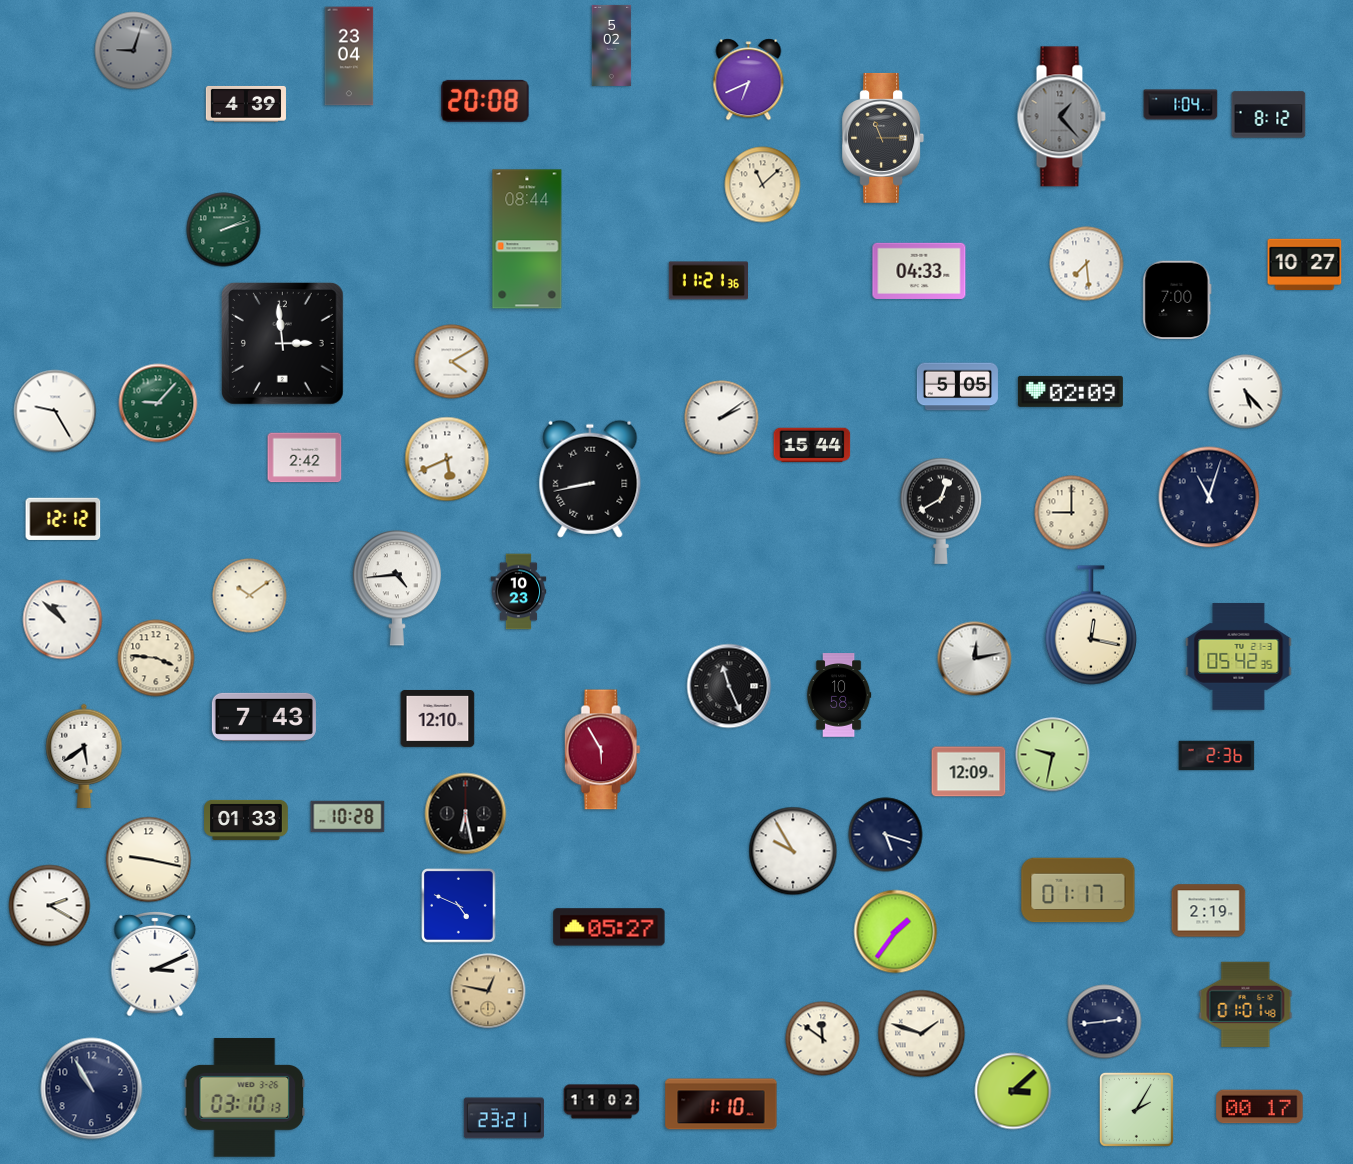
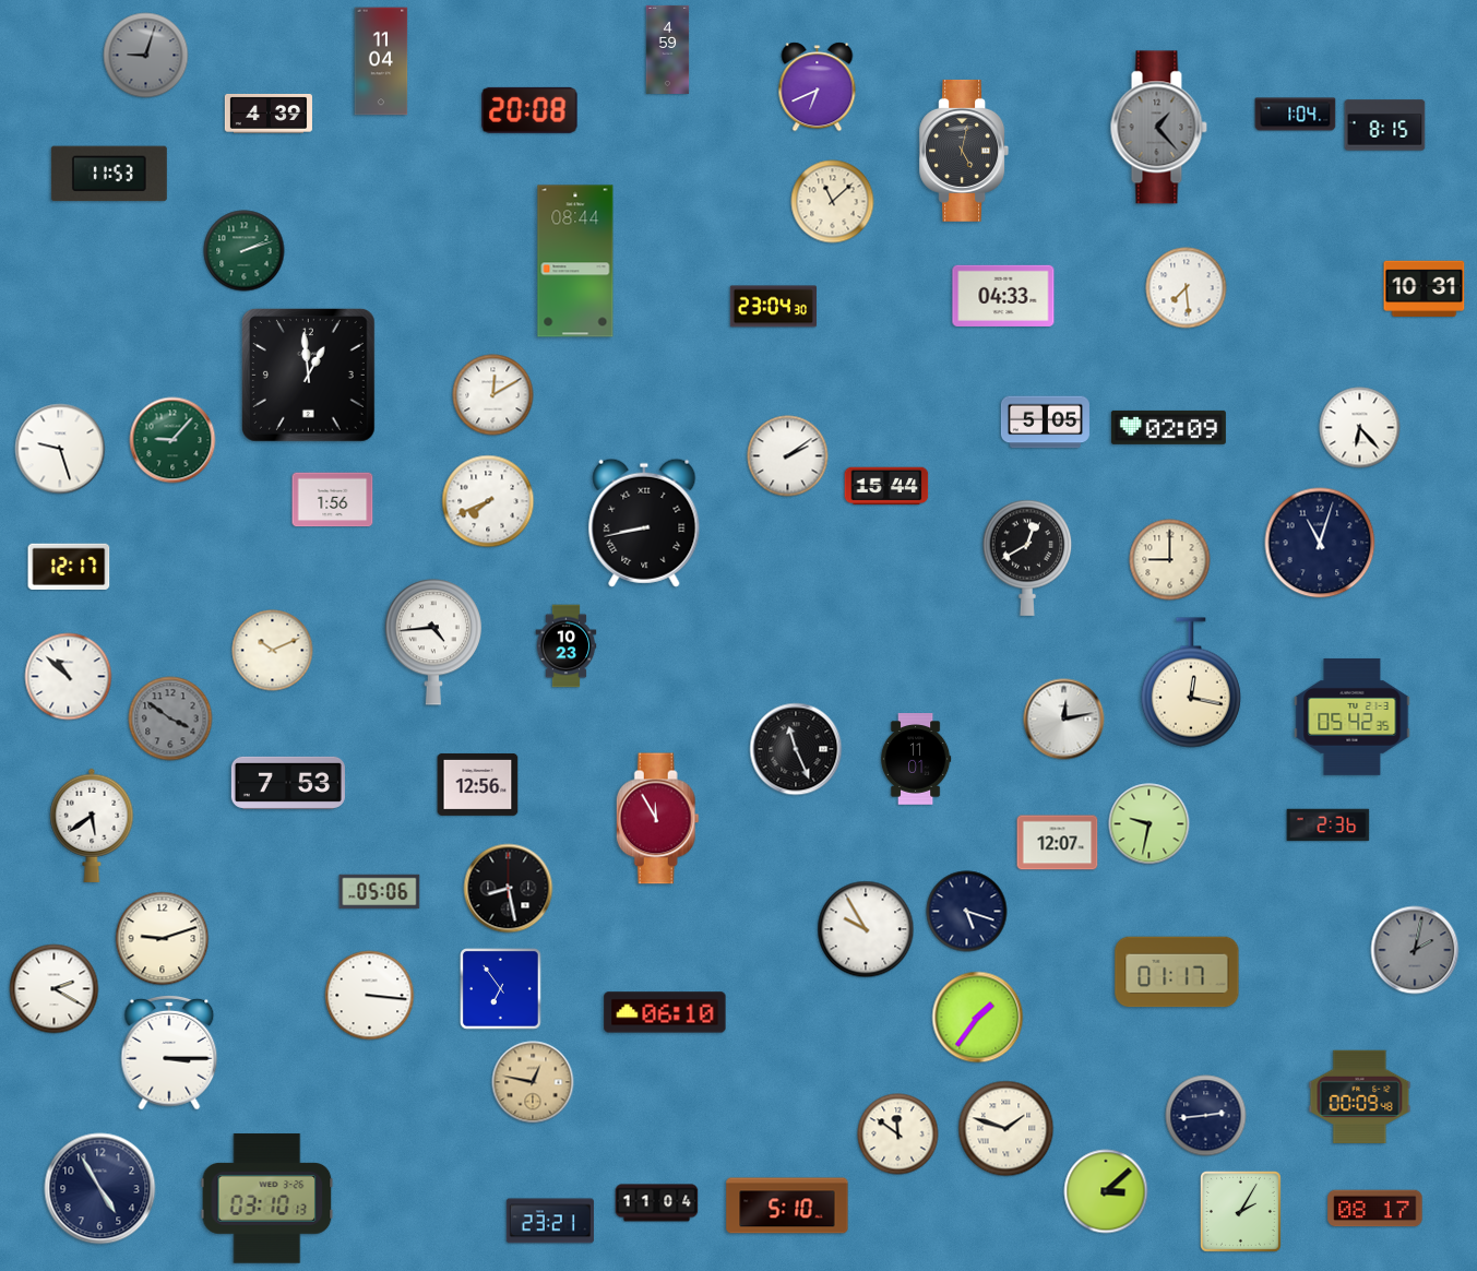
clock at (612, 45): 5:02 -> 4:59
clock at (349, 56): 23:04 -> 11:04
clock at (1181, 105) position: (1181, 105) -> (1296, 115)
clock at (1269, 115): 8:12 -> 8:15
clock at (883, 138): 11:15 -> 5:02
clock at (109, 174): none -> 11:53
clock at (1305, 264): 10:27 -> 10:31
clock at (708, 281): 11:21 -> 23:04
clock at (1177, 300): 7:00 -> none
clock at (282, 343): 2:59 -> 12:59
clock at (452, 362): 4:10 -> 12:10
clock at (1246, 392): 5:23 -> 6:23
clock at (55, 411): 9:25 -> 9:27
clock at (305, 458): 2:42 -> 1:56
clock at (447, 459): 5:41 -> 7:41
clock at (63, 519): 12:12 -> 12:17
clock at (250, 596): 10:09 -> 10:11
clock at (156, 658): 3:46 -> 3:51
clock at (156, 658) dial: cream -> grey
clock at (839, 695): 10:58 -> 11:01
clock at (264, 717): 7:43 -> 7:53
clock at (438, 718): 12:10 -> 12:56
clock at (602, 750): 5:55 -> 11:55
clock at (969, 772): 12:09 -> 12:07
clock at (466, 814): 6:28 -> 8:28
clock at (348, 817): 10:28 -> 05:06
clock at (246, 820): 01:33 -> none
clock at (149, 860): 9:17 -> 9:12
clock at (1415, 950): none -> 2:02
clock at (459, 906): 4:49 -> 6:54
clock at (1209, 911): 2:19 -> none
clock at (370, 996): none -> 3:16
clock at (609, 927): 05:27 -> 06:10
clock at (155, 964): 3:11 -> 3:15
clock at (1246, 1004): 01:01 -> 00:09
clock at (92, 1089): 10:55 -> 4:55
clock at (602, 1102): 11:02 -> 11:04
clock at (721, 1104): 1:10 -> 5:10
clock at (1260, 1107): 00:17 -> 08:17
